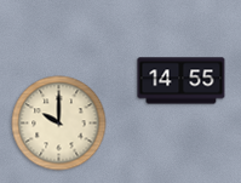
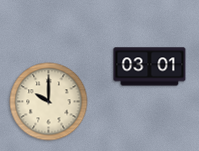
clock at (182, 81): 14:55 -> 03:01
